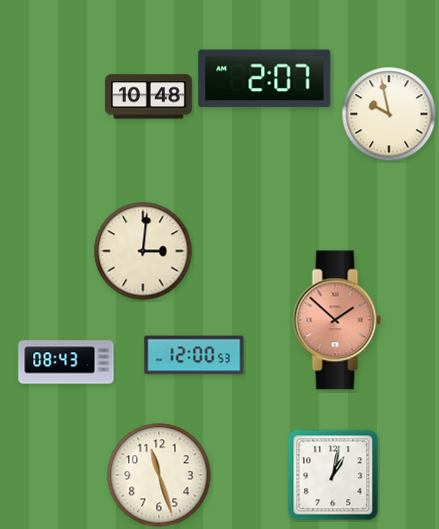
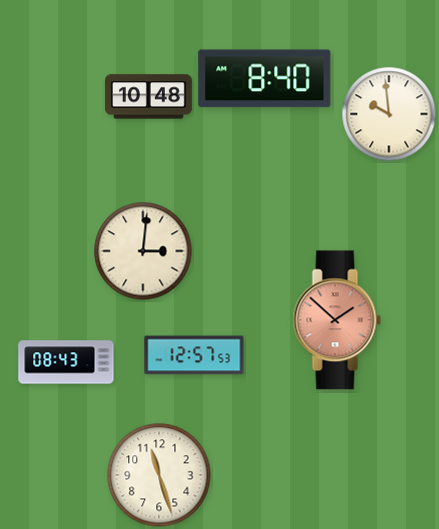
clock at (265, 79): 2:07 -> 8:40
clock at (389, 114): 9:58 -> 9:59
clock at (194, 355): 12:00 -> 12:57
clock at (333, 475): 1:02 -> none
